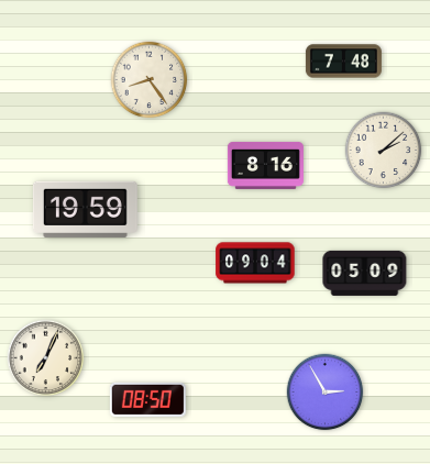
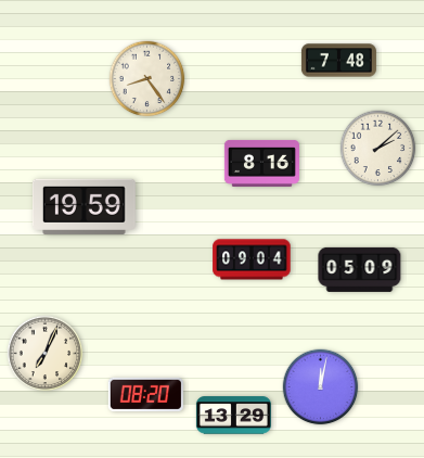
clock at (326, 393): 2:55 -> 12:02
clock at (147, 399): 08:50 -> 08:20
clock at (233, 416): none -> 13:29
